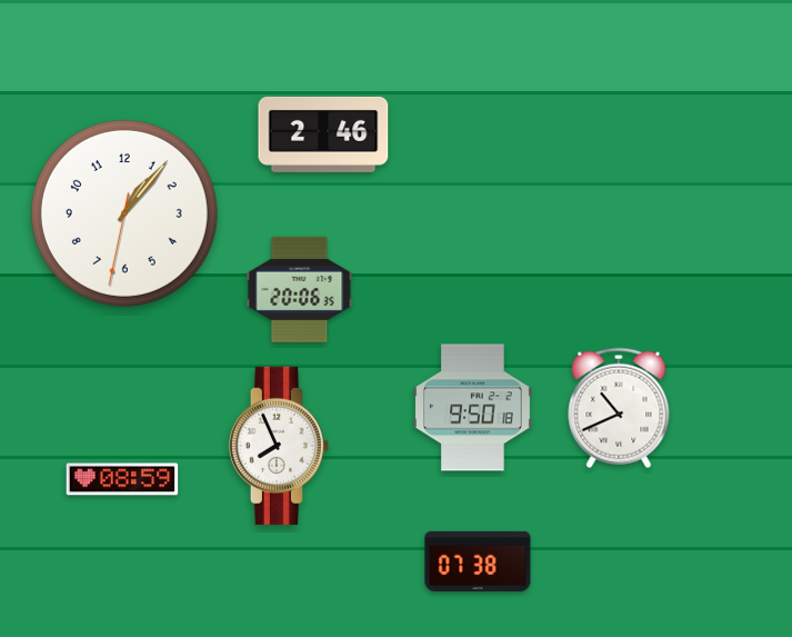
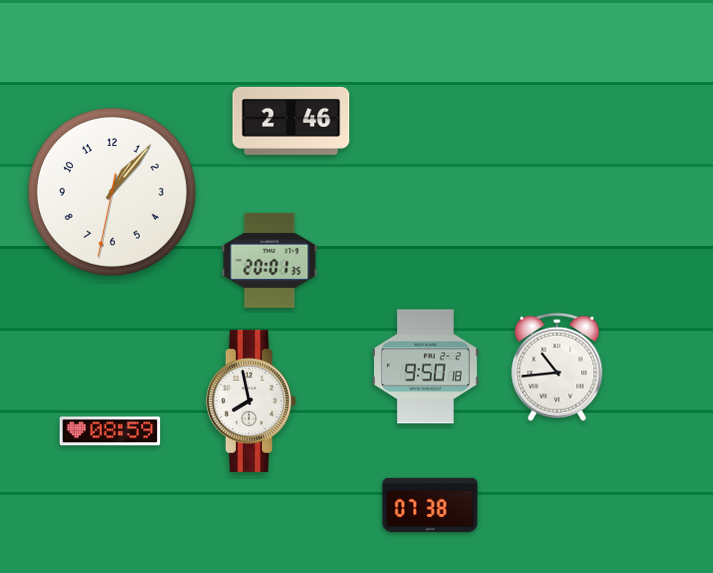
clock at (300, 289): 20:06 -> 20:01
clock at (619, 408): 10:41 -> 10:44
clock at (279, 446): 7:56 -> 7:58
